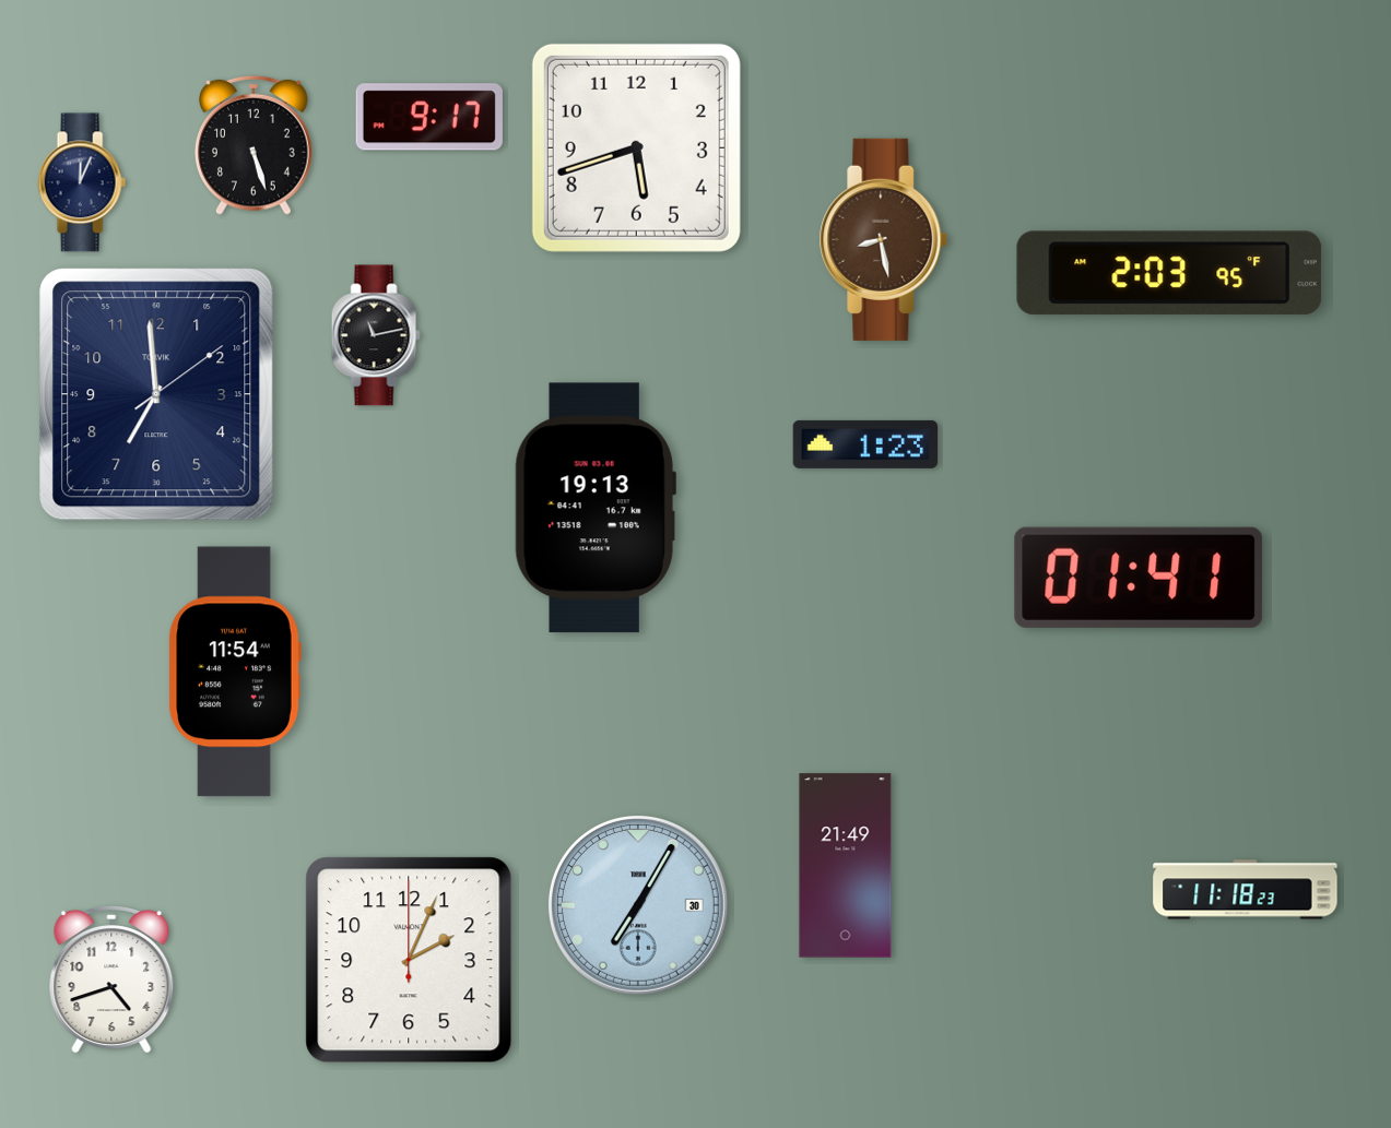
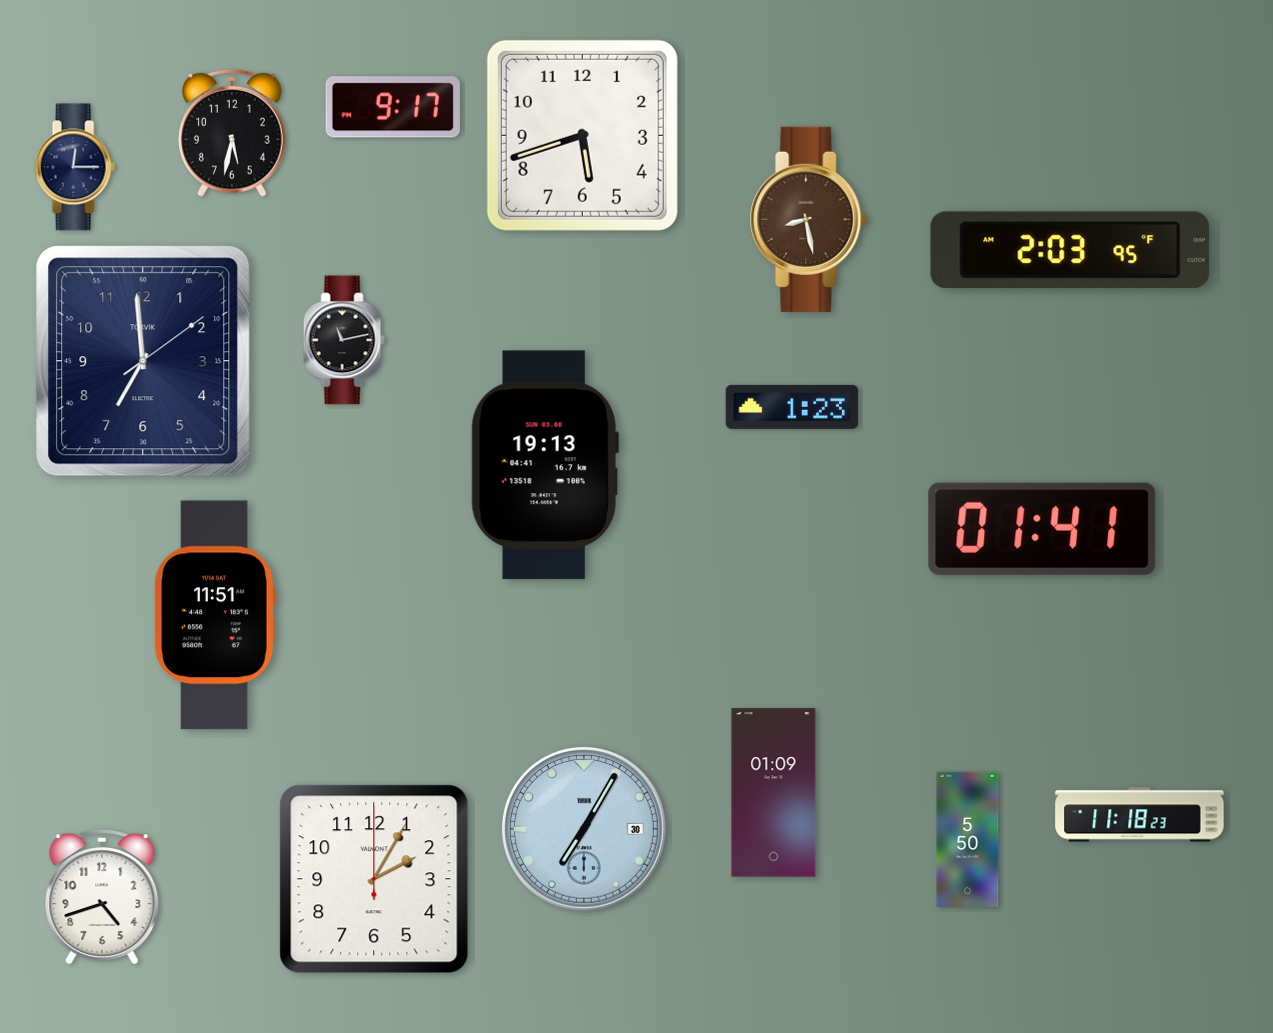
clock at (255, 145): 5:27 -> 5:32
clock at (82, 182): 12:04 -> 12:15
clock at (376, 335) position: (376, 335) -> (344, 340)
clock at (235, 672): 11:54 -> 11:51
clock at (846, 866): 21:49 -> 01:09
clock at (968, 839): none -> 5:50
clock at (409, 960): 2:04 -> 2:05
